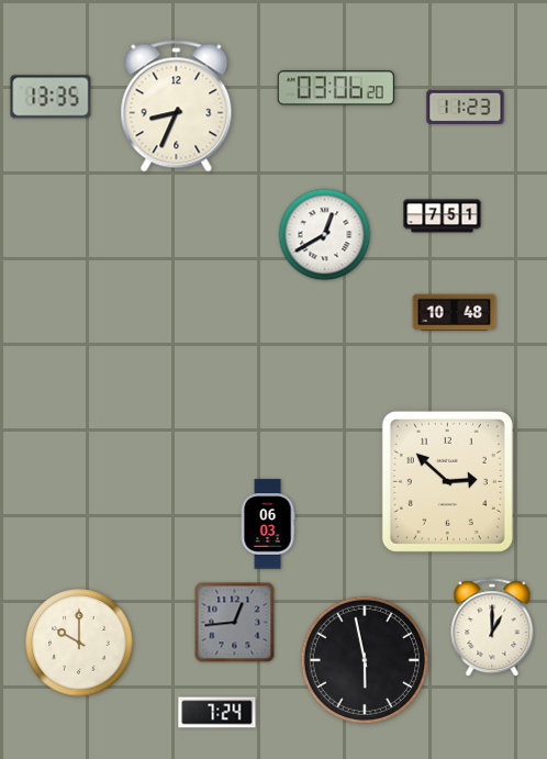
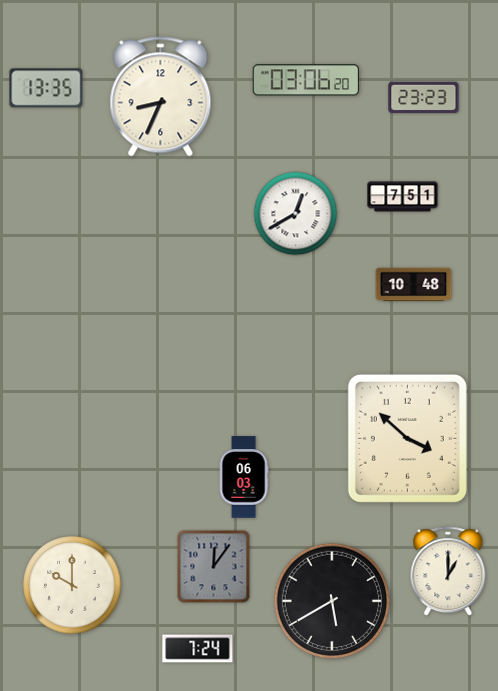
clock at (466, 108): 11:23 -> 23:23
clock at (447, 481): 2:52 -> 3:52
clock at (235, 623): 12:44 -> 12:06
clock at (365, 660): 5:58 -> 5:40
